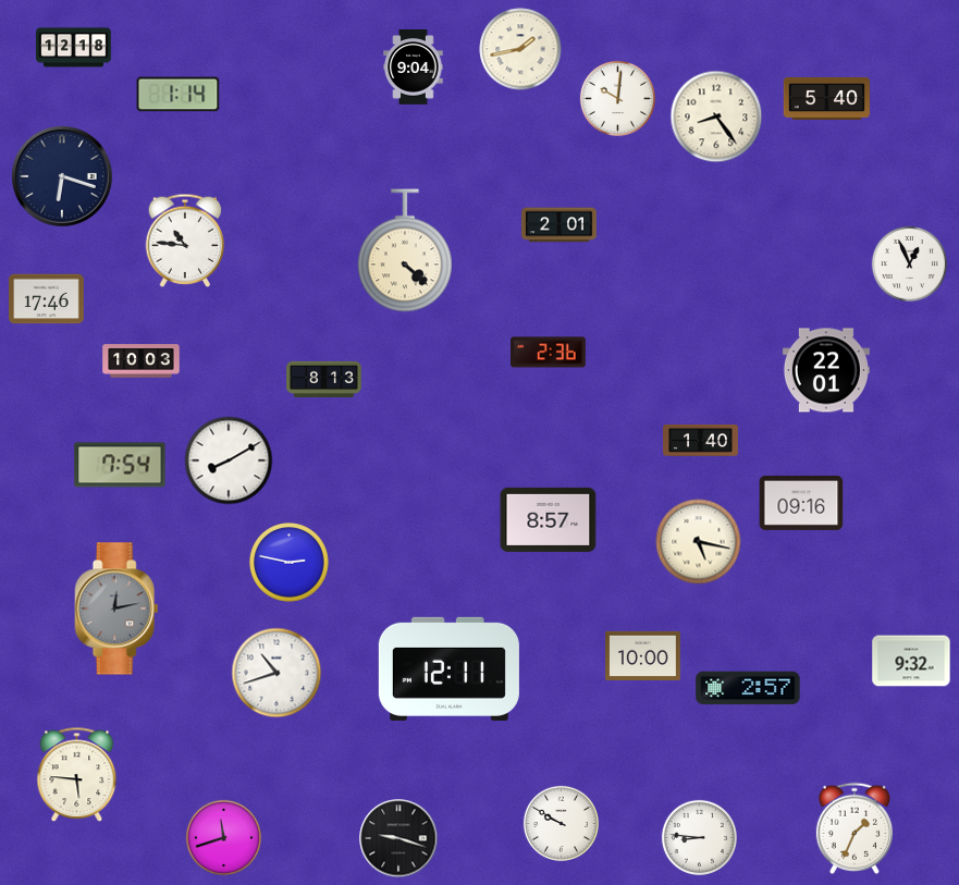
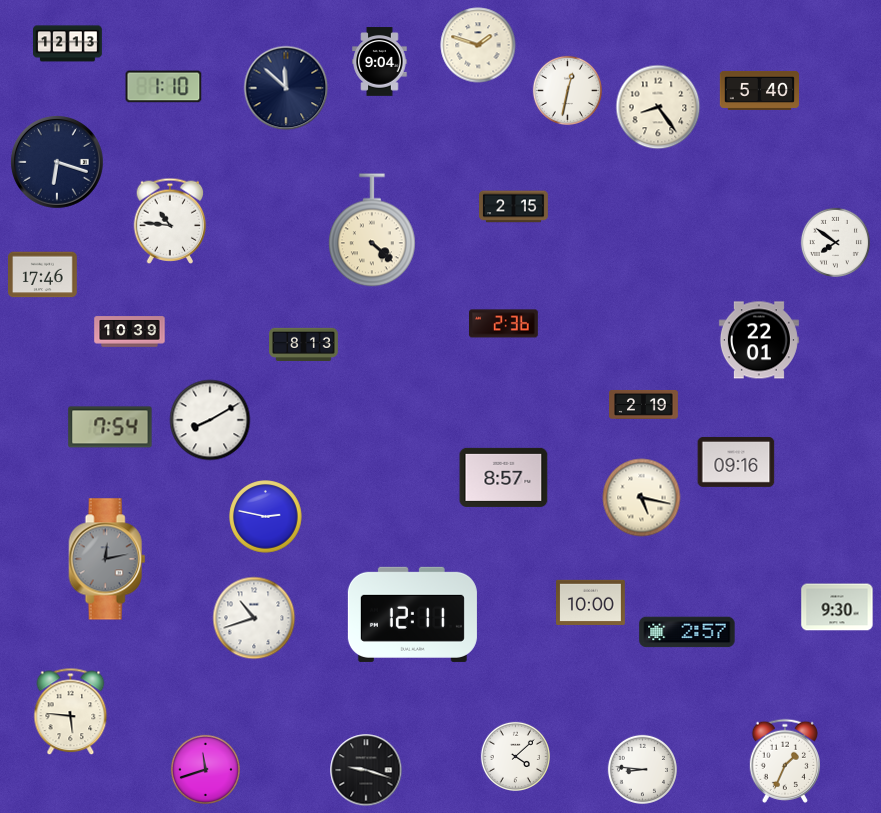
clock at (74, 48): 12:18 -> 12:13
clock at (520, 49): 1:43 -> 1:48
clock at (179, 95): 1:14 -> 1:10
clock at (286, 88): none -> 11:52
clock at (617, 98): 10:01 -> 12:32
clock at (560, 225): 2:01 -> 2:15
clock at (909, 263): 12:56 -> 7:51
clock at (142, 361): 10:03 -> 10:39
clock at (324, 380) position: (324, 380) -> (304, 345)
clock at (701, 440): 1:40 -> 2:19
clock at (229, 460) position: (229, 460) -> (210, 420)
clock at (911, 661): 9:32 -> 9:30
clock at (561, 823): 9:50 -> 4:08
